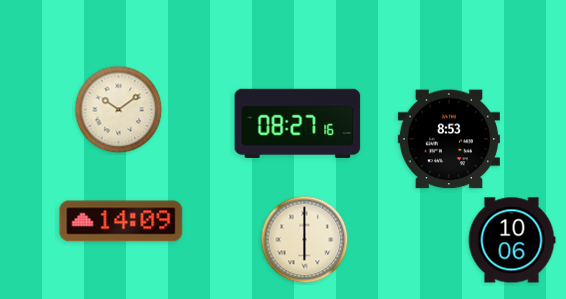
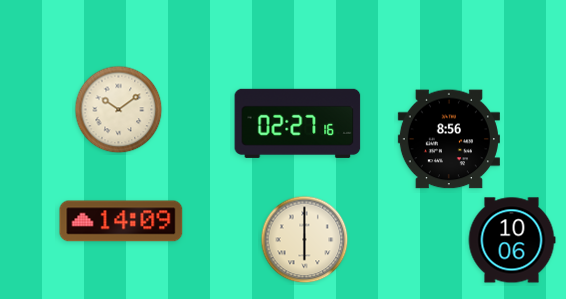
clock at (298, 123): 08:27 -> 02:27
clock at (449, 139): 8:53 -> 8:56
